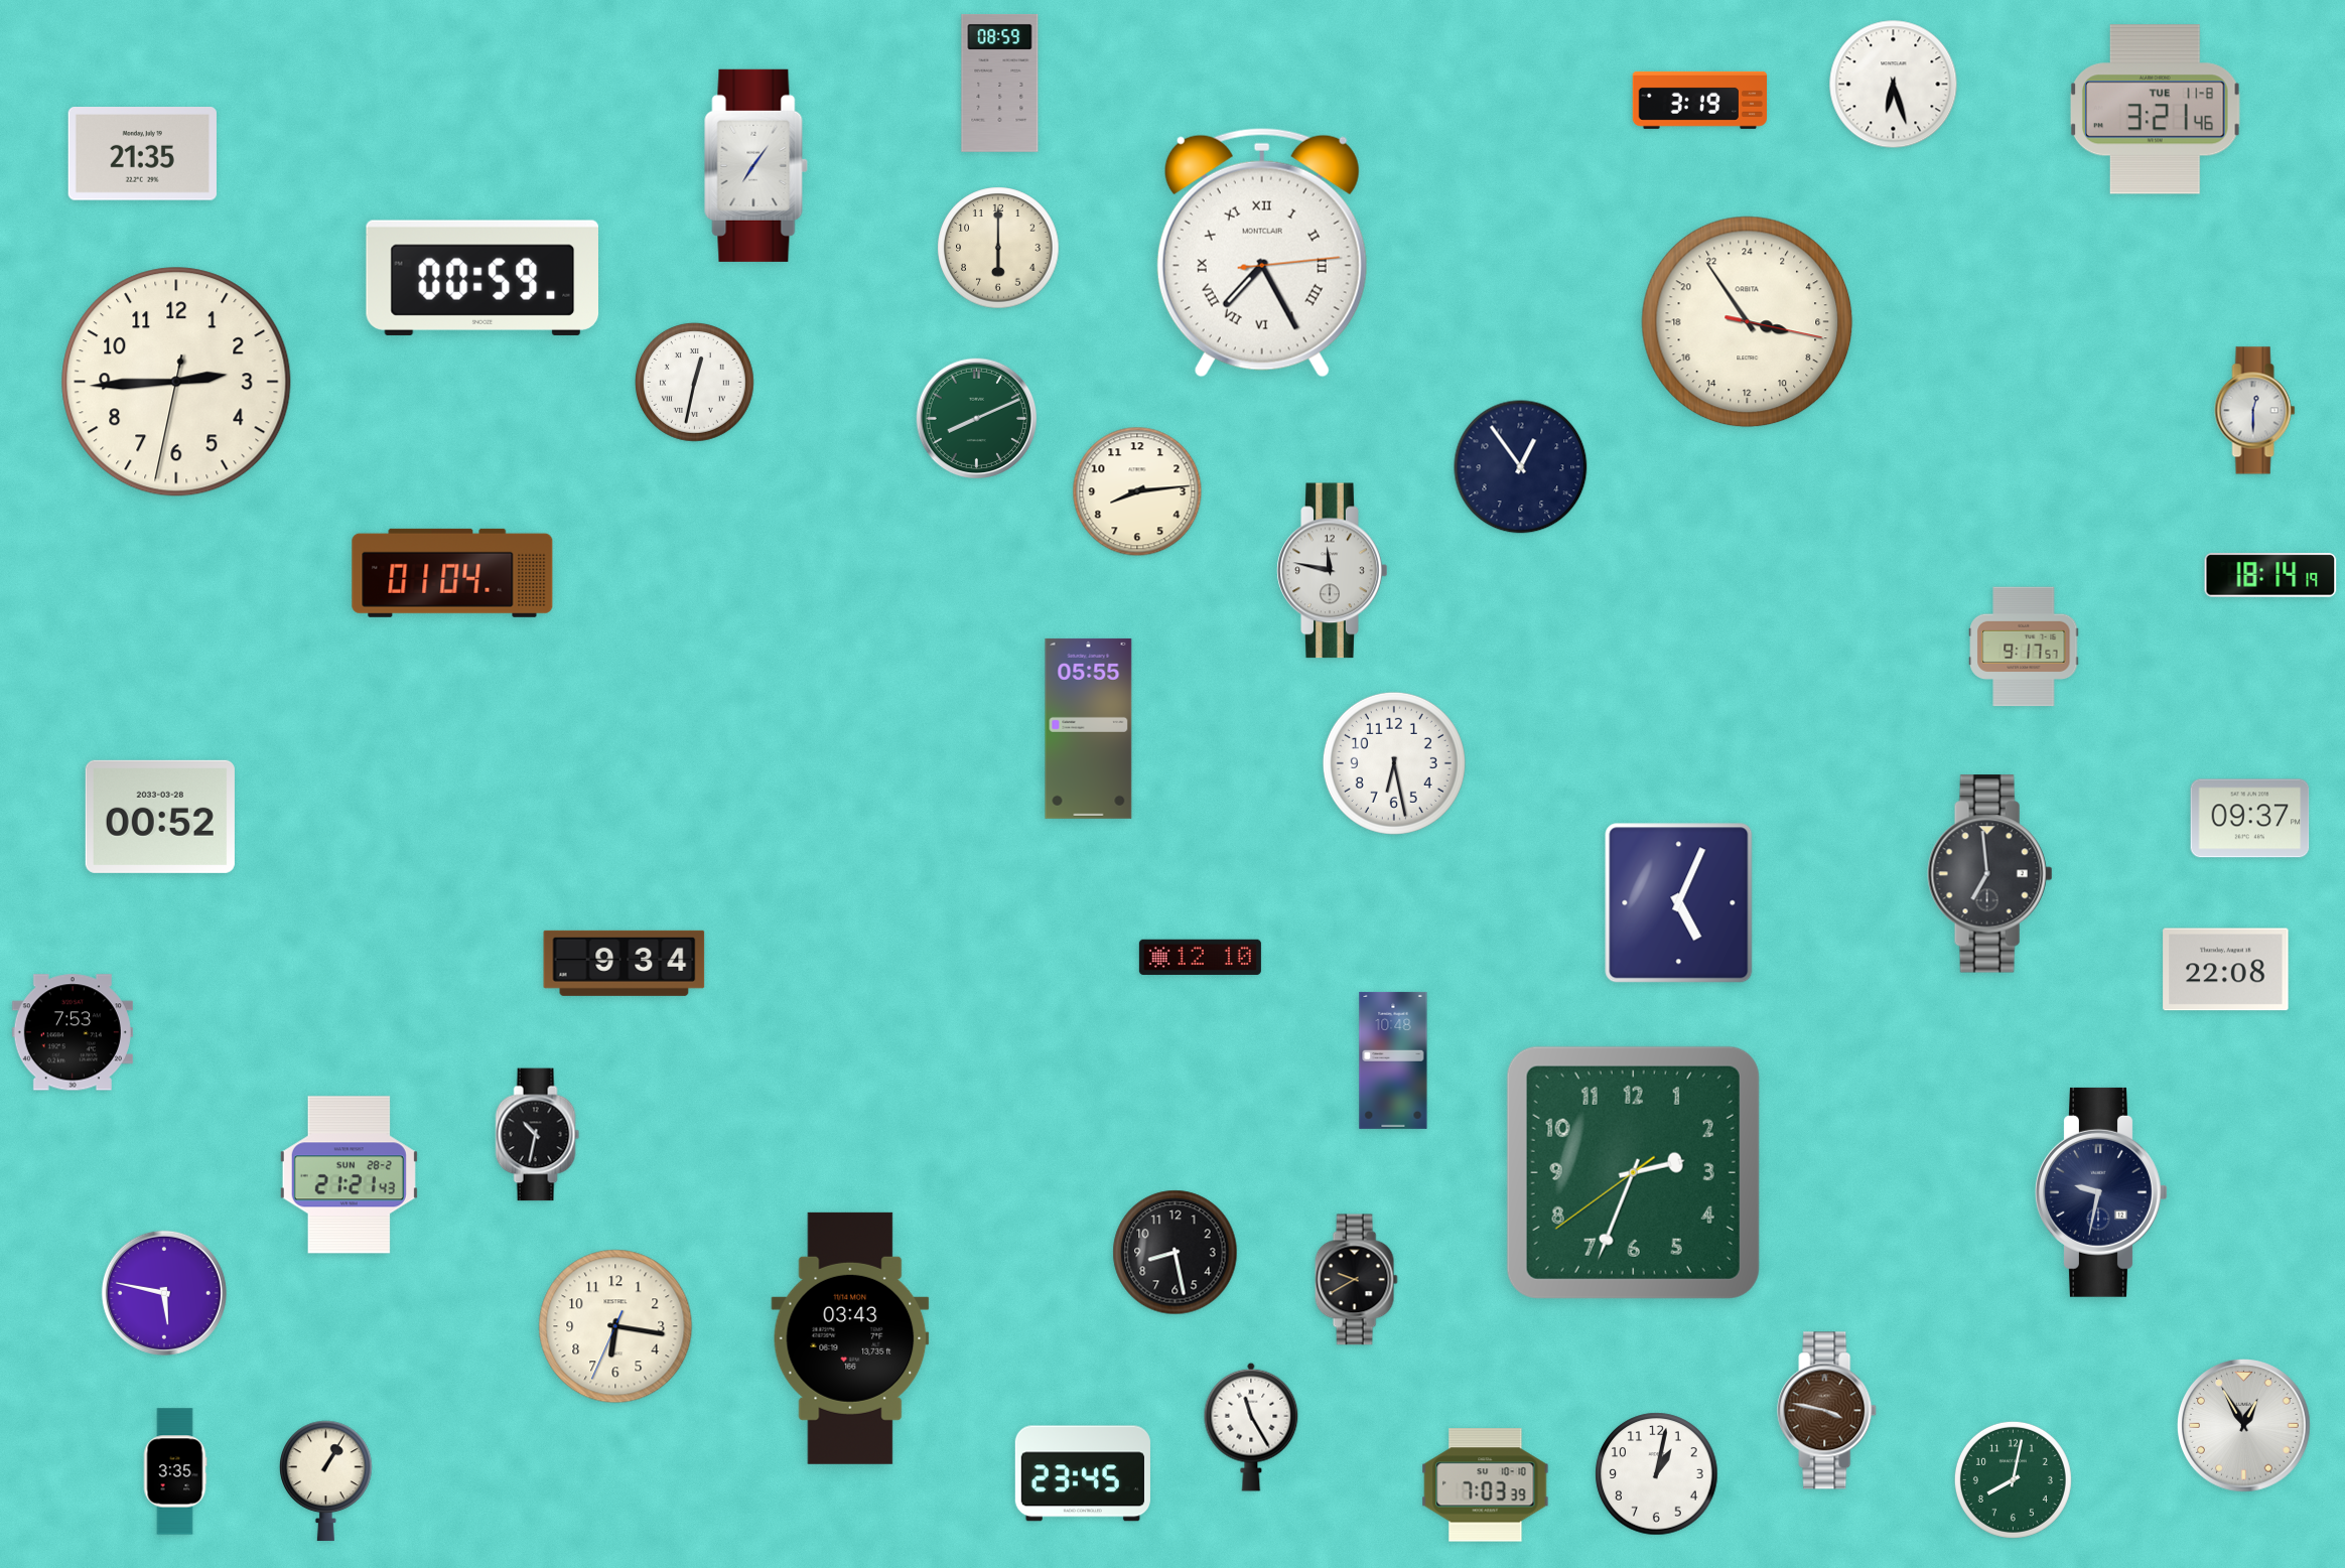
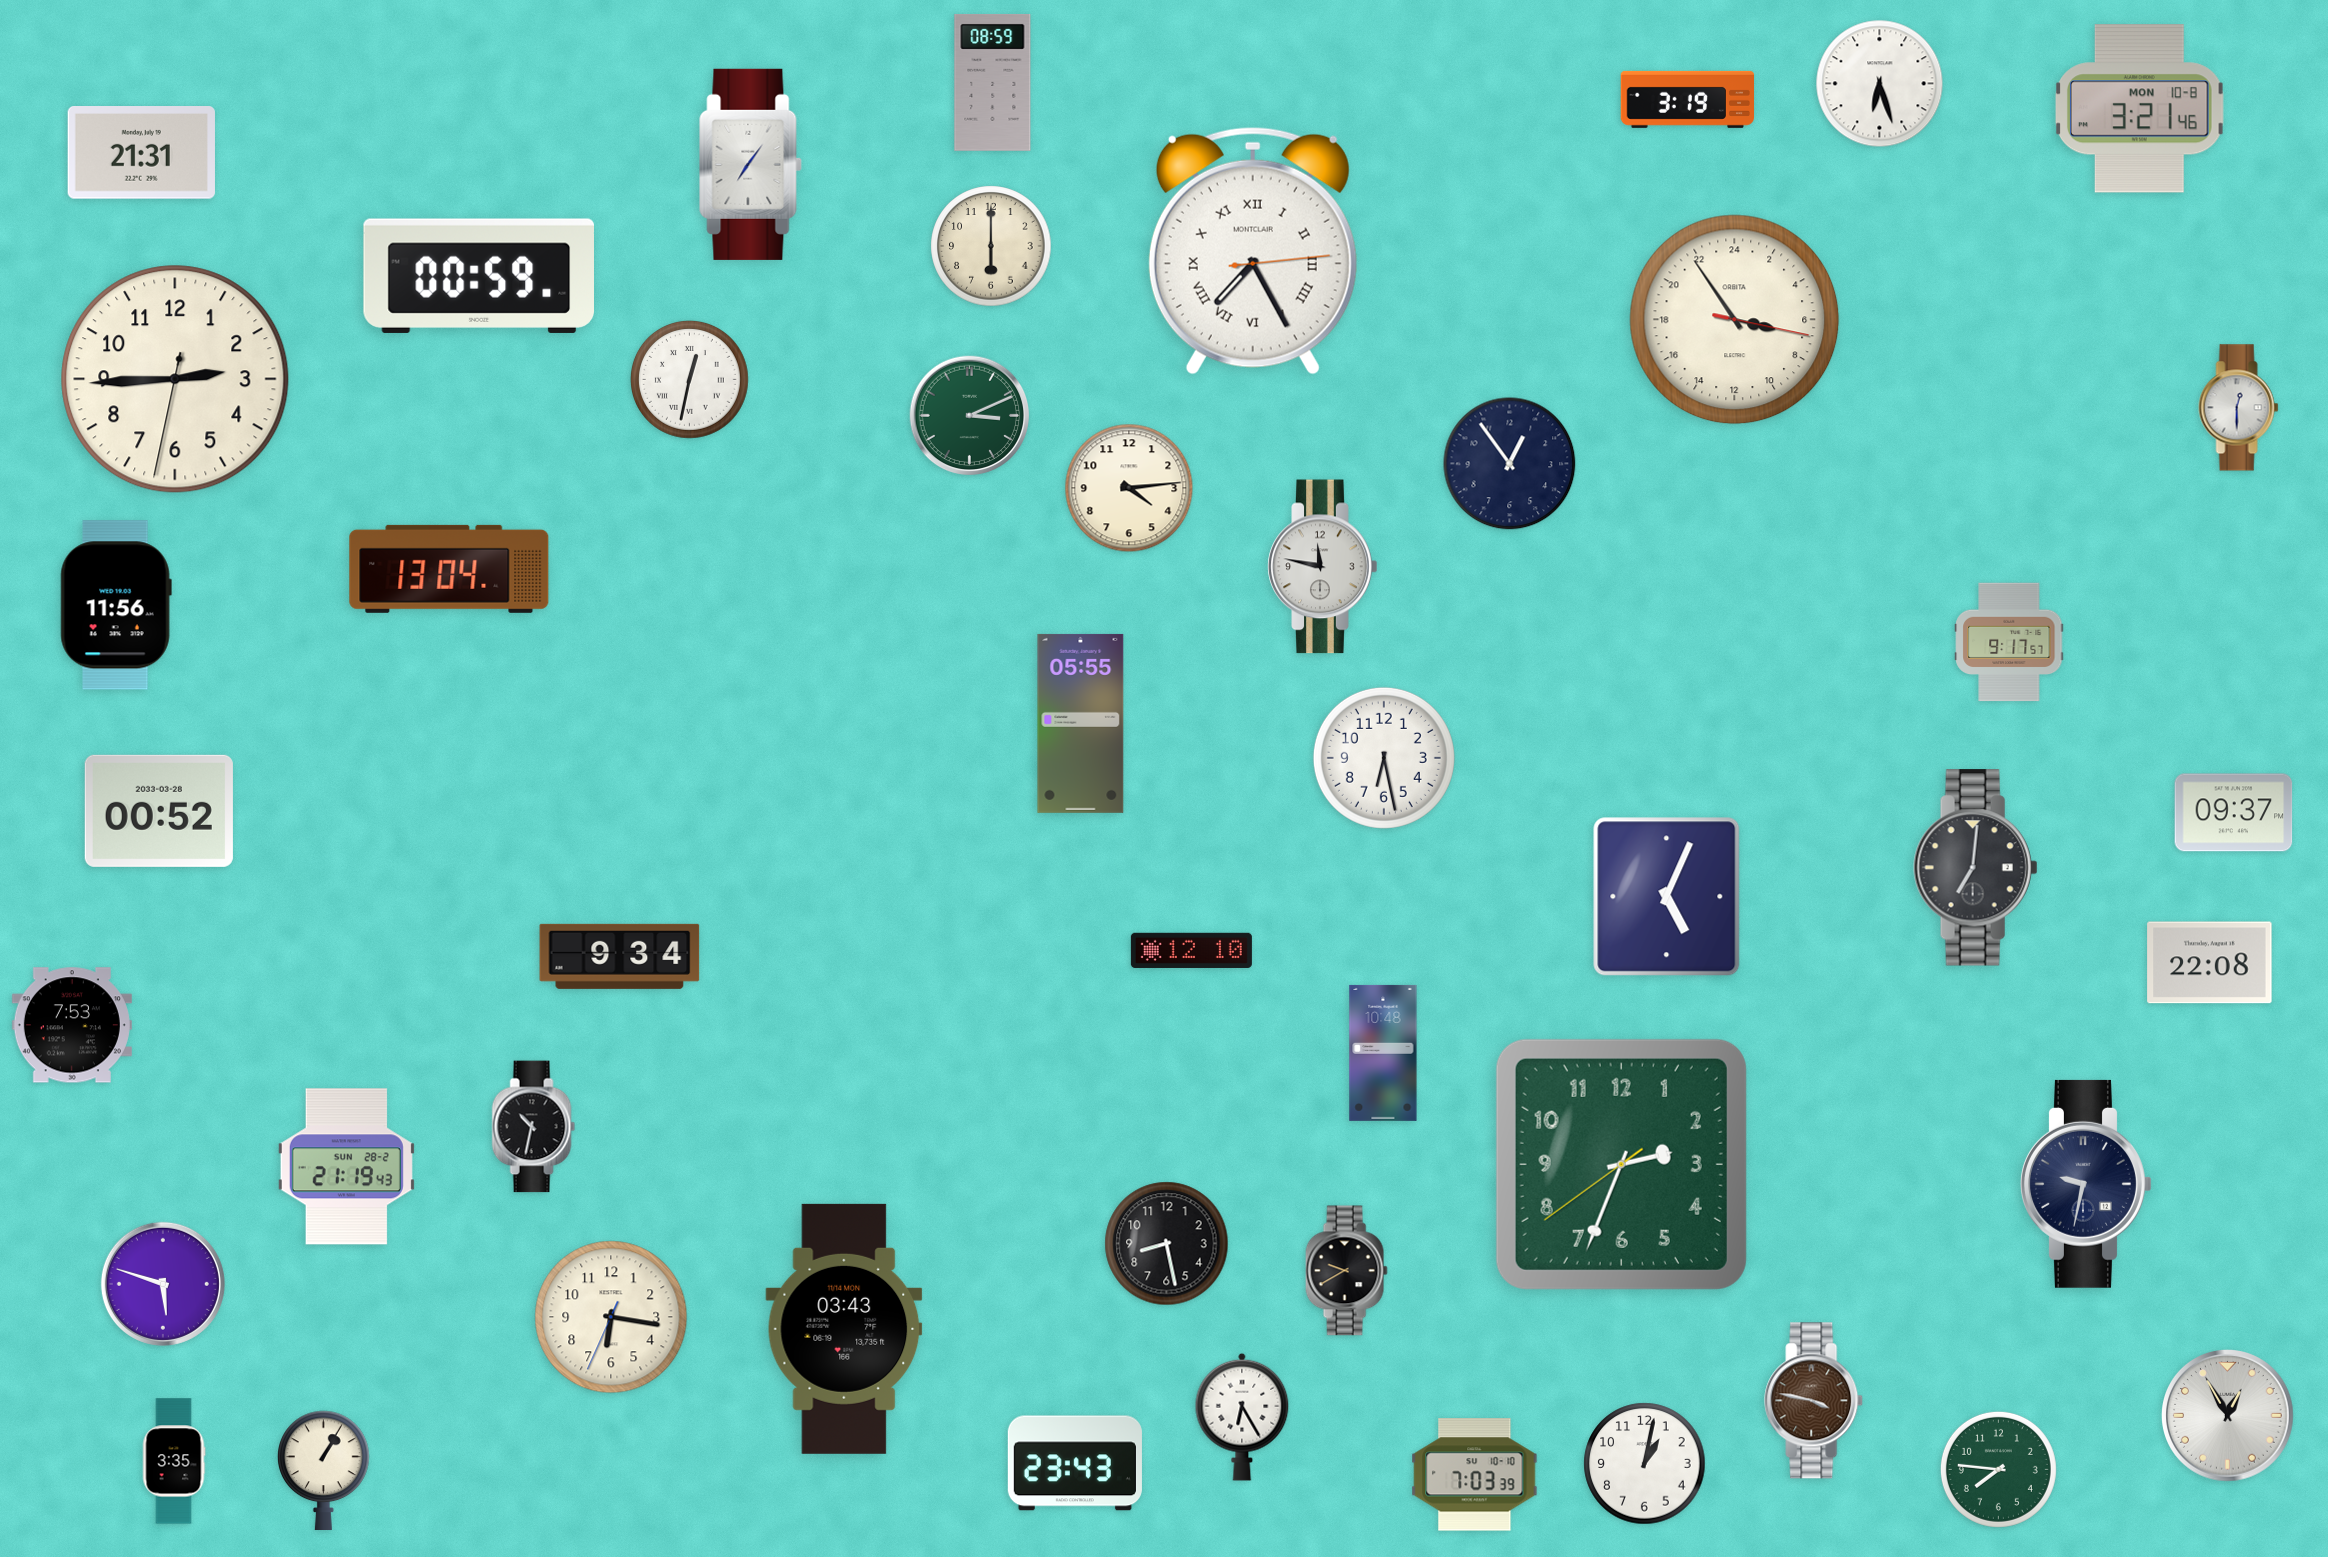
clock at (2155, 110) date: TUE 11-8 -> MON 10-8
clock at (142, 154): 21:35 -> 21:31
clock at (977, 419): 8:11 -> 3:11
clock at (1137, 491): 8:14 -> 4:14
clock at (452, 573): 01:04 -> 13:04
clock at (2270, 575): 18:14 -> none
clock at (116, 605): none -> 11:56
clock at (1990, 874): 6:59 -> 7:01
clock at (349, 1175): 21:21 -> 21:19
clock at (164, 1293): 5:47 -> 5:48
clock at (1251, 1427): 11:25 -> 6:25
clock at (1083, 1473): 23:45 -> 23:43
clock at (2013, 1479): 8:02 -> 7:46
